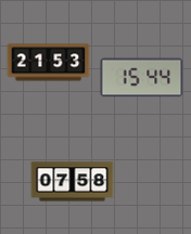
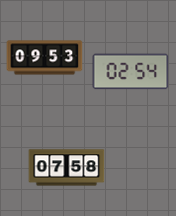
clock at (49, 63): 21:53 -> 09:53
clock at (142, 78): 15:44 -> 02:54
